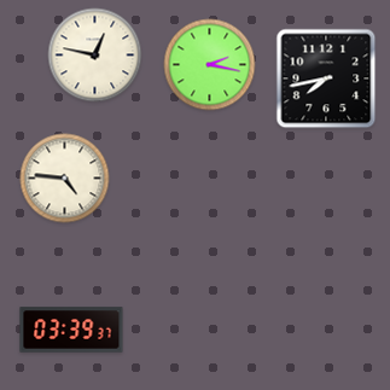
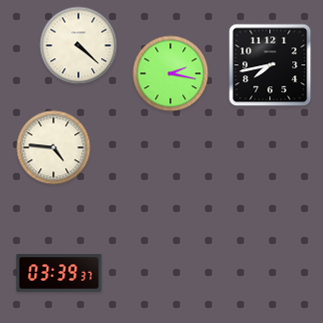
clock at (95, 56): 12:47 -> 4:22
clock at (210, 65) position: (210, 65) -> (171, 74)
